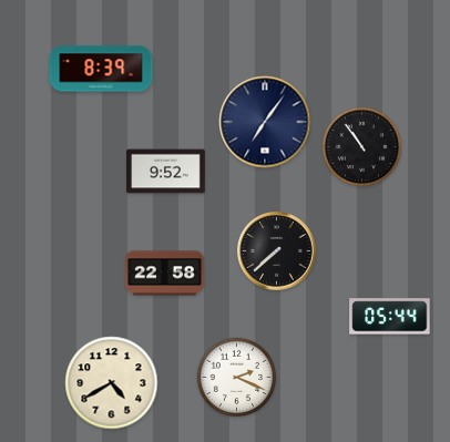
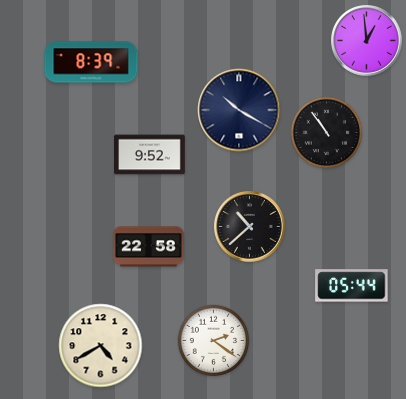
clock at (367, 41): none -> 12:59
clock at (265, 122): 7:06 -> 10:20
clock at (277, 251): 7:38 -> 10:38
clock at (237, 378): 2:19 -> 2:21
